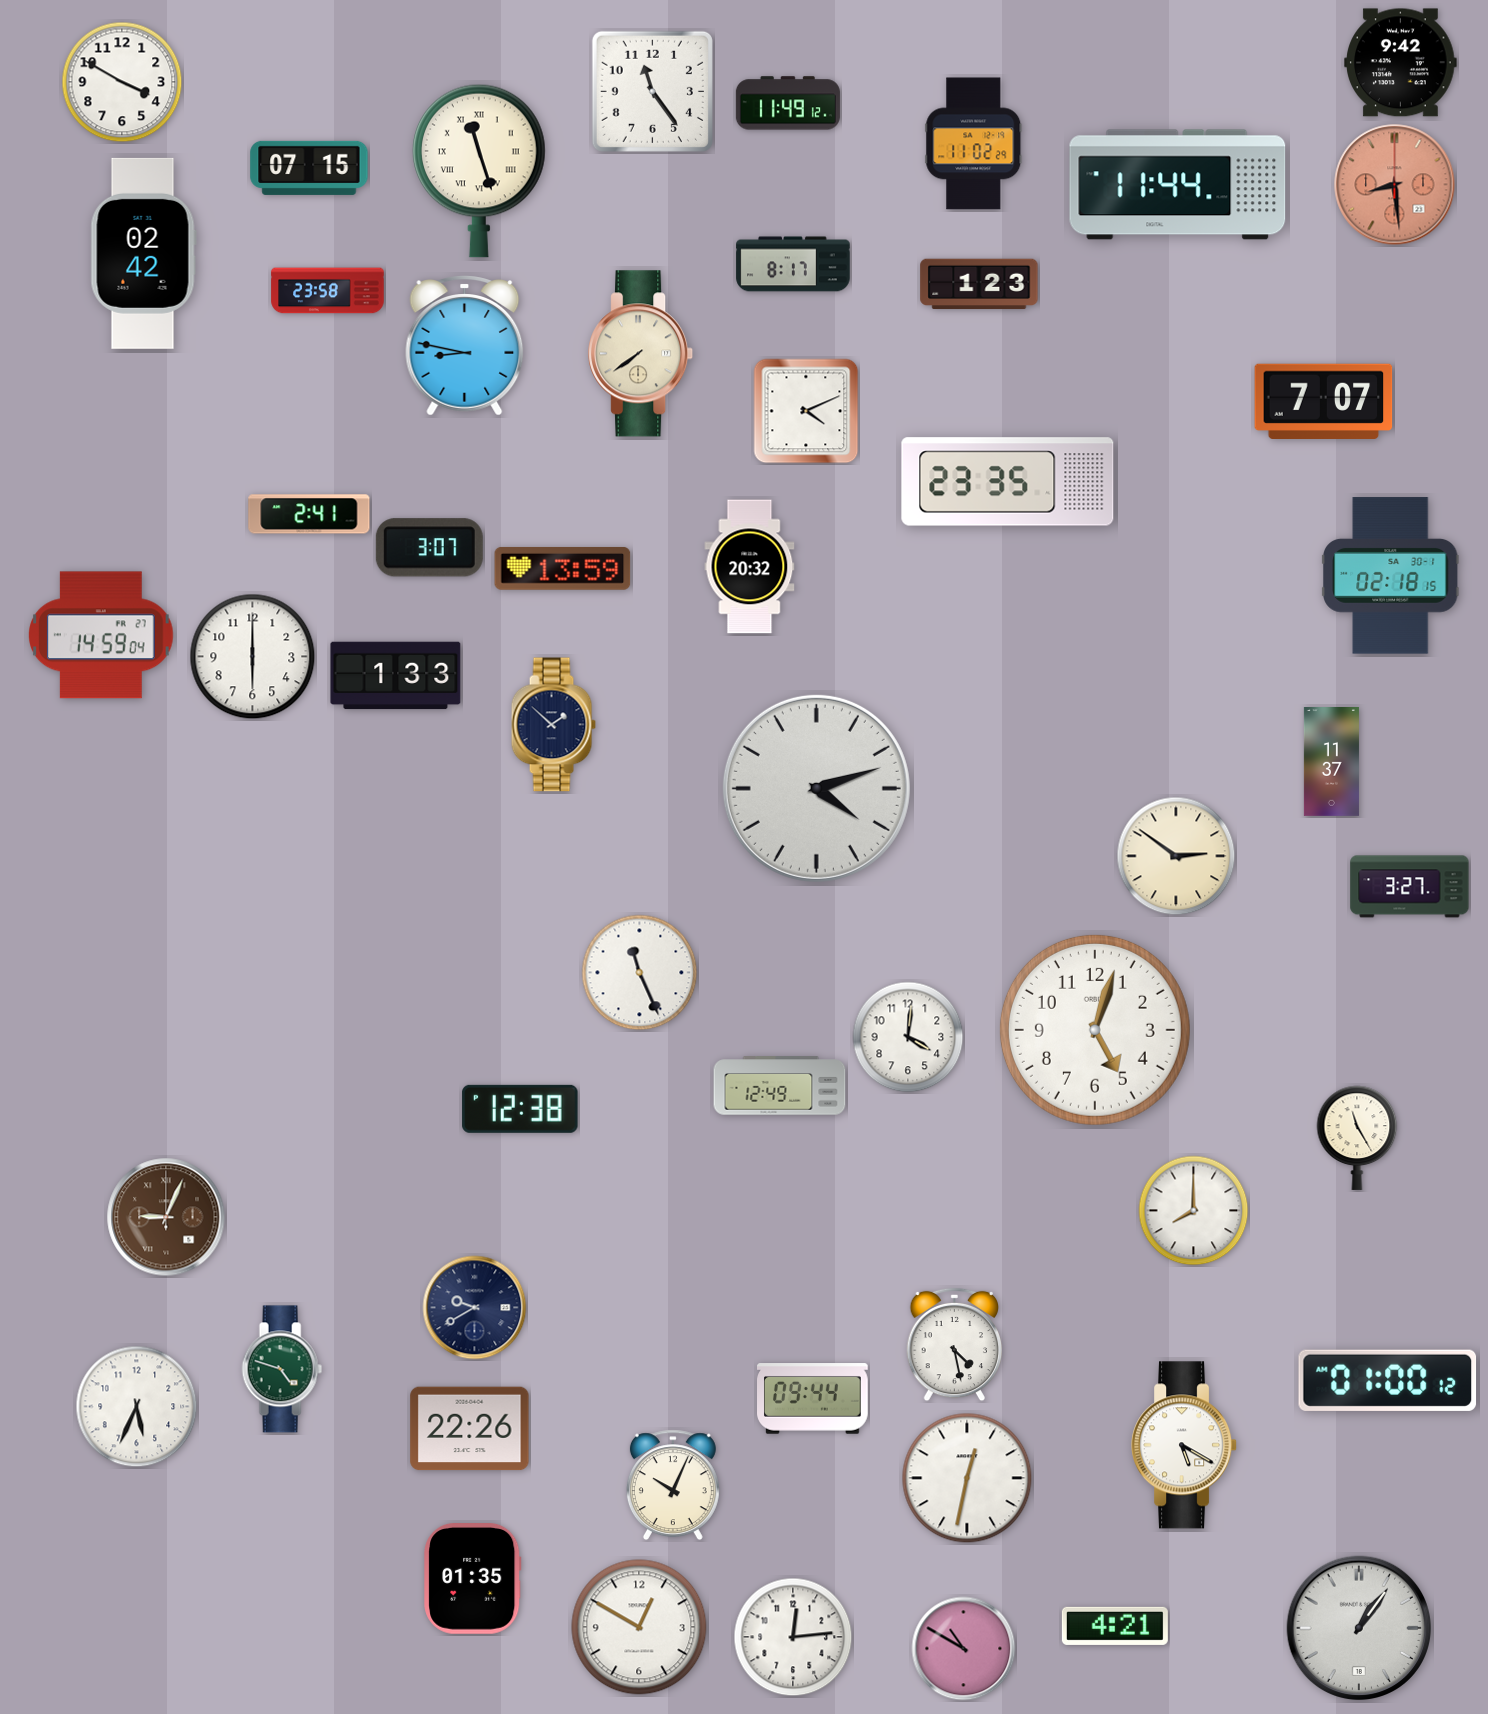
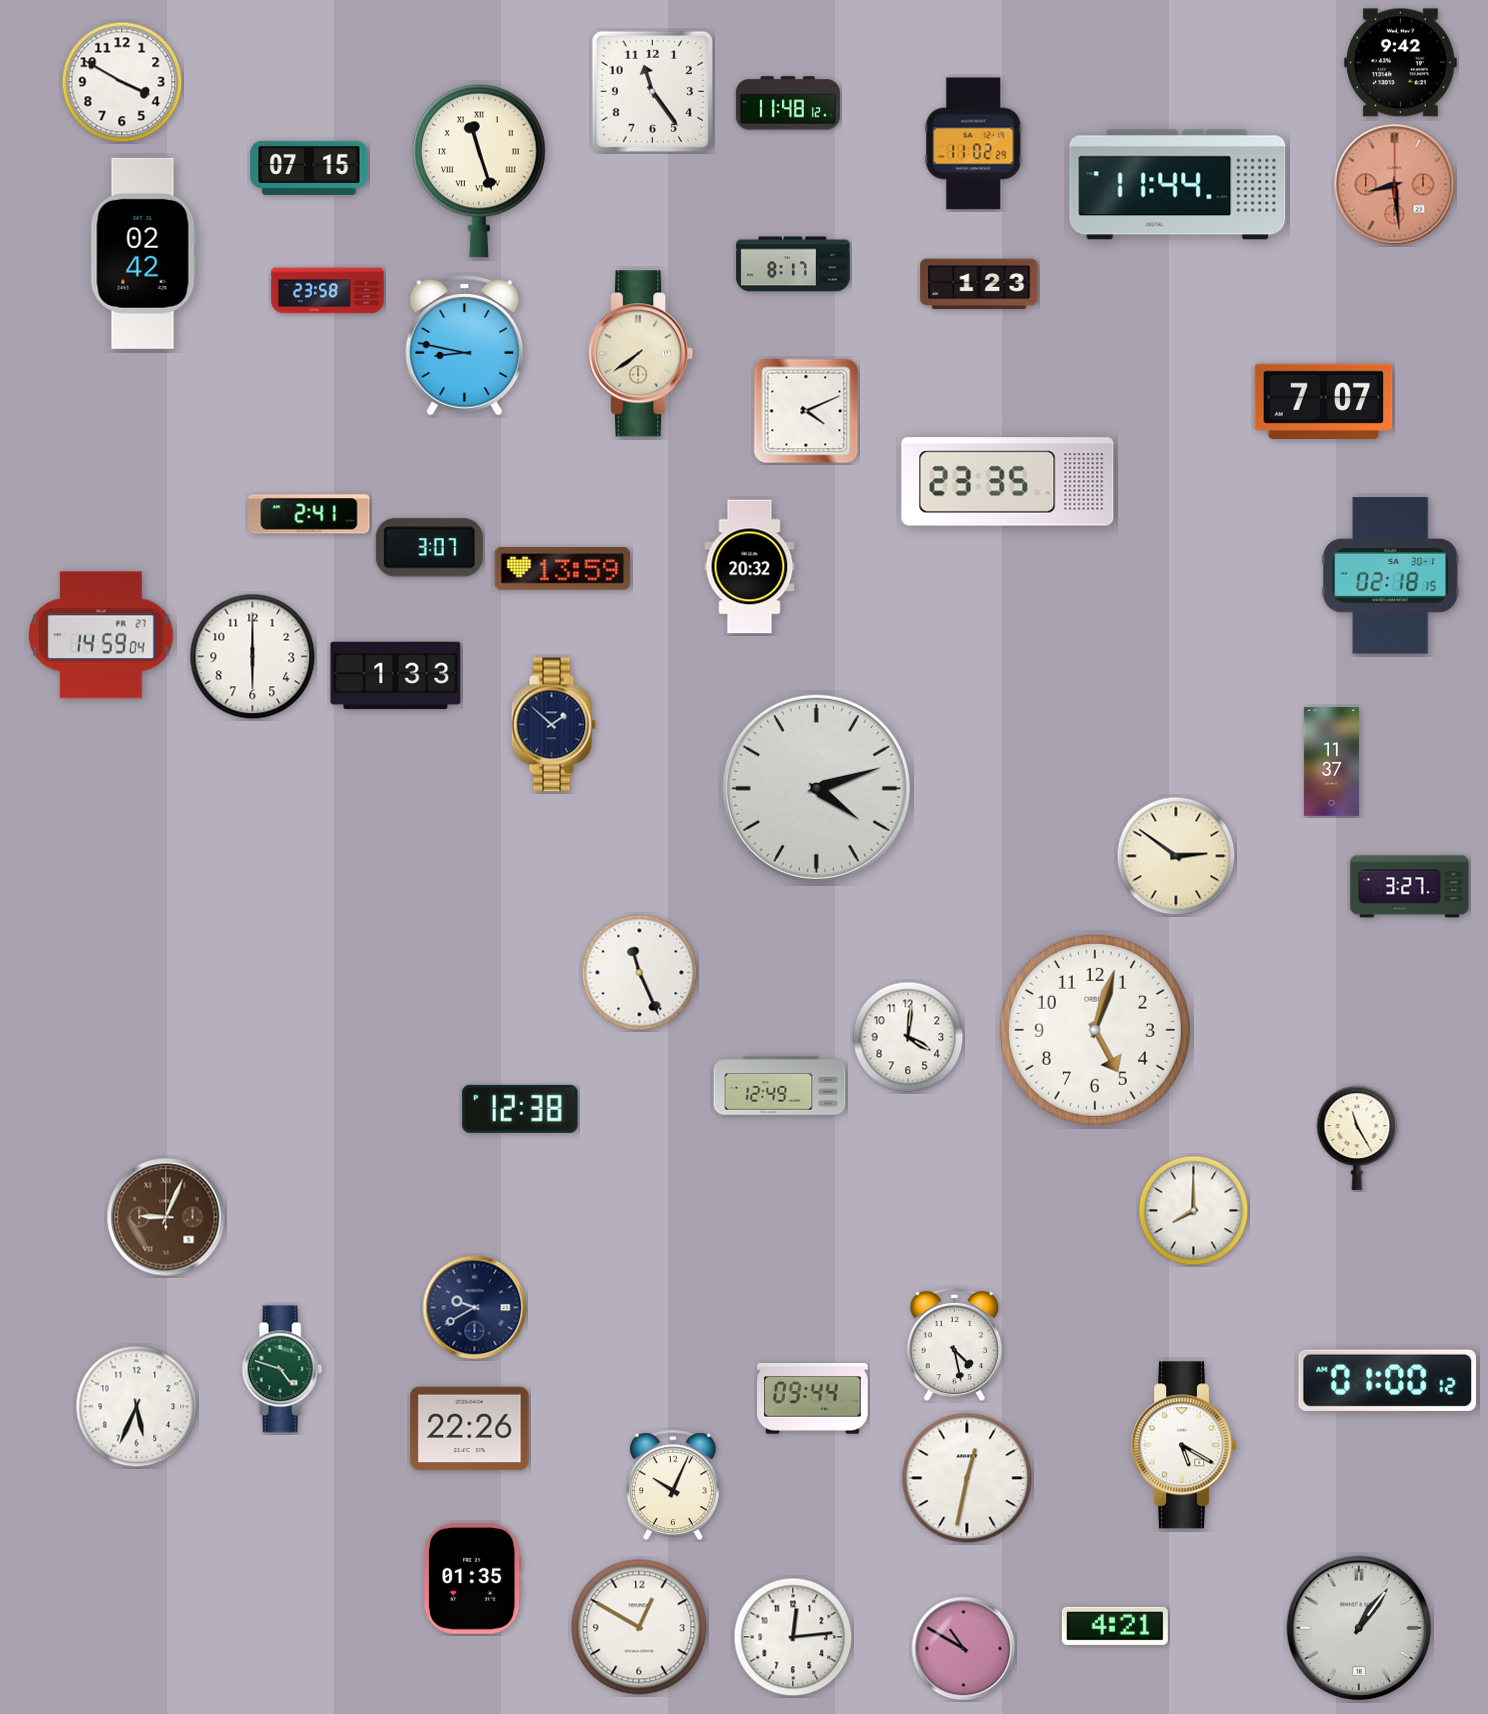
clock at (788, 103): 11:49 -> 11:48
